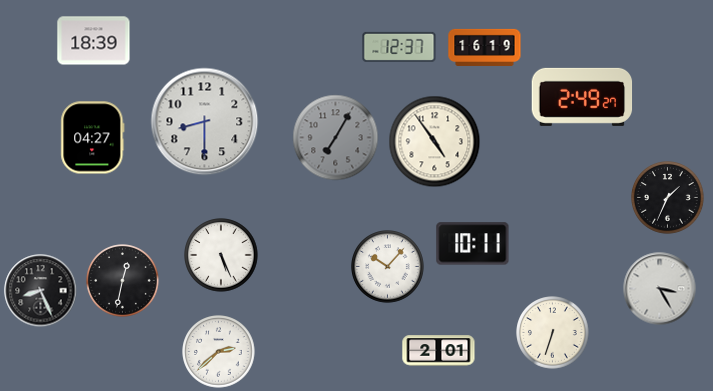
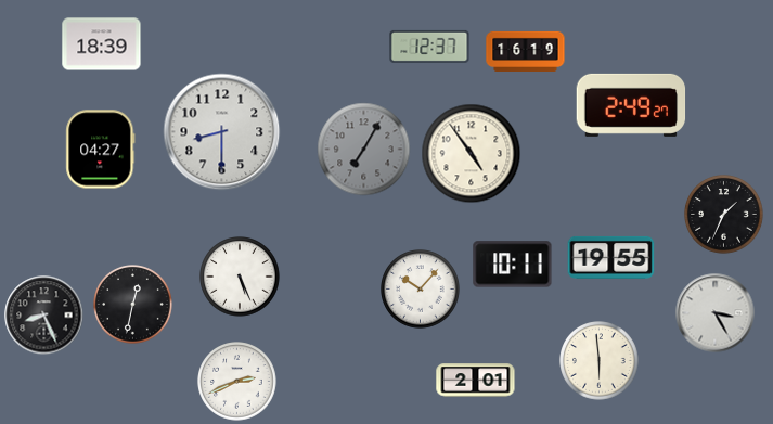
clock at (399, 47) position: (399, 47) -> (429, 47)
clock at (611, 257): none -> 19:55
clock at (553, 333): 6:33 -> 5:59
clock at (219, 352): 2:38 -> 2:41
